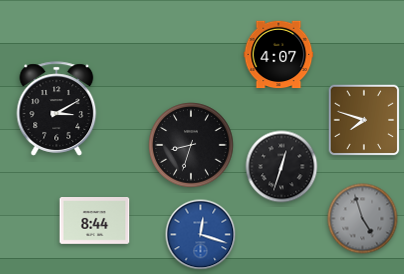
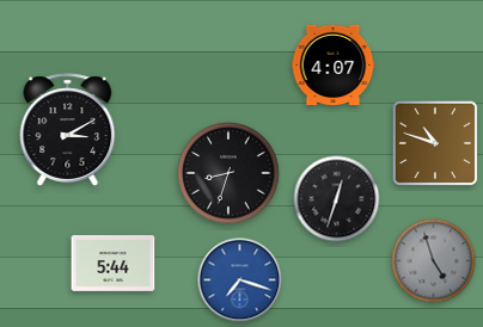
clock at (364, 120): 7:48 -> 10:48
clock at (95, 221): 8:44 -> 5:44
clock at (201, 235): 12:18 -> 7:18
